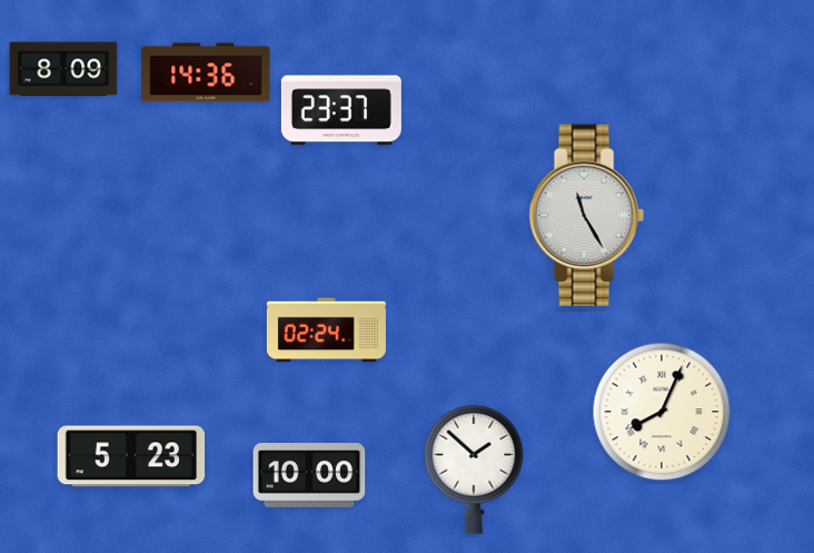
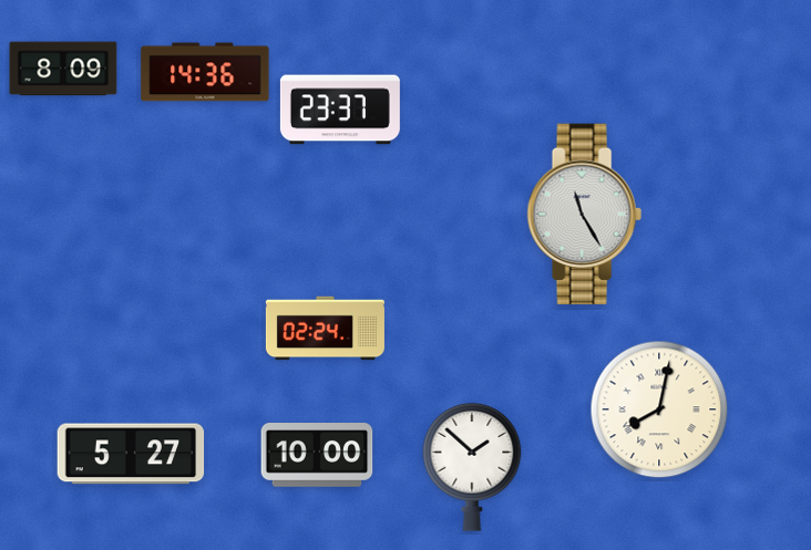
clock at (662, 412): 8:04 -> 8:02
clock at (131, 456): 5:23 -> 5:27
clock at (309, 475) position: (309, 475) -> (317, 455)
